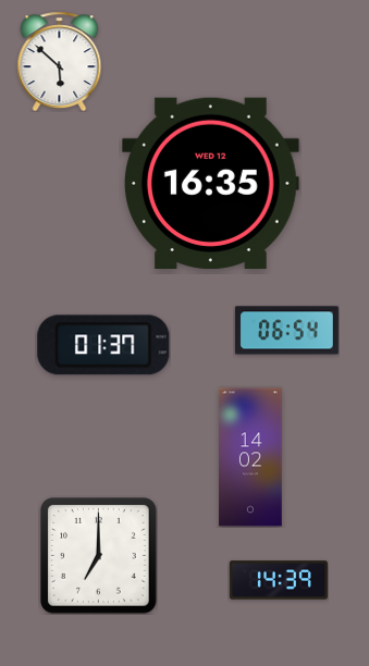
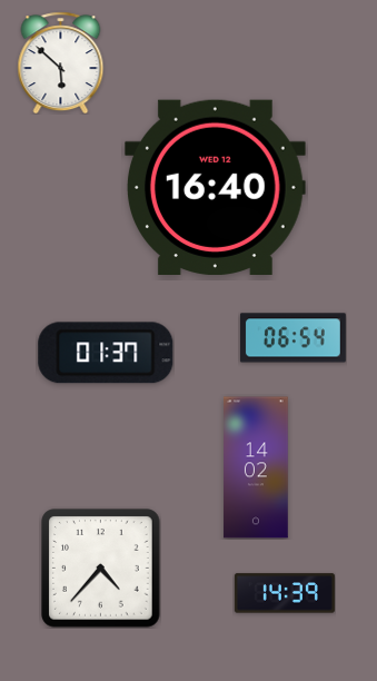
clock at (211, 183): 16:35 -> 16:40
clock at (99, 556): 7:00 -> 4:37
